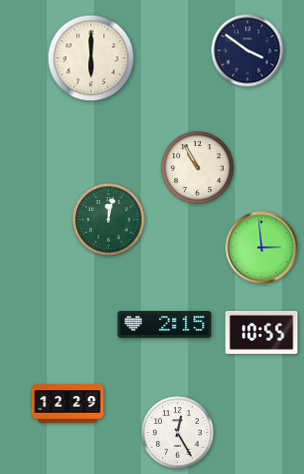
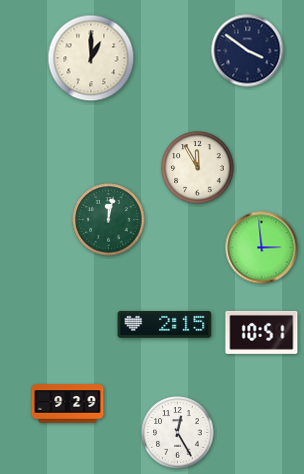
clock at (91, 58): 6:00 -> 1:00
clock at (198, 168): 10:55 -> 11:55
clock at (262, 332): 10:55 -> 10:51
clock at (68, 404): 12:29 -> 9:29
